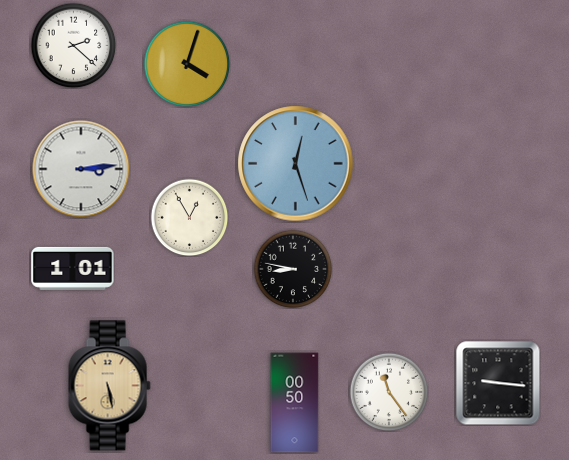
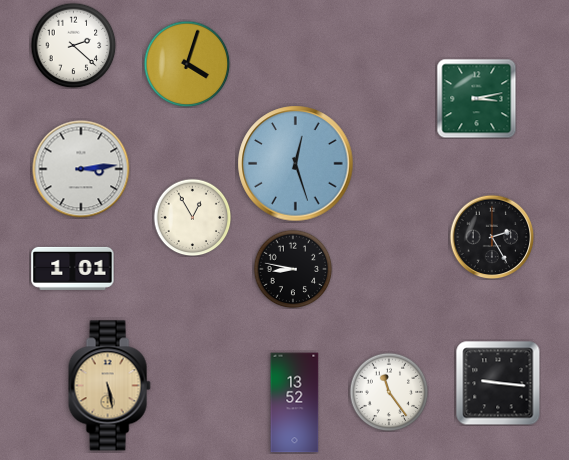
clock at (476, 98): none -> 3:13
clock at (189, 217) position: (189, 217) -> (192, 217)
clock at (492, 237): none -> 2:25
clock at (295, 403): 00:50 -> 13:52
